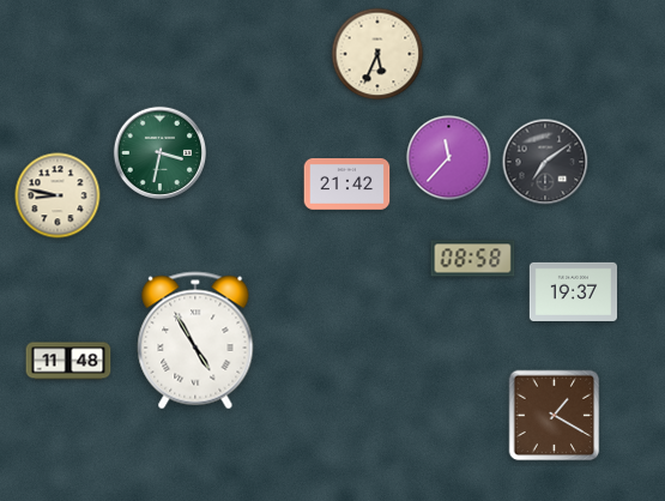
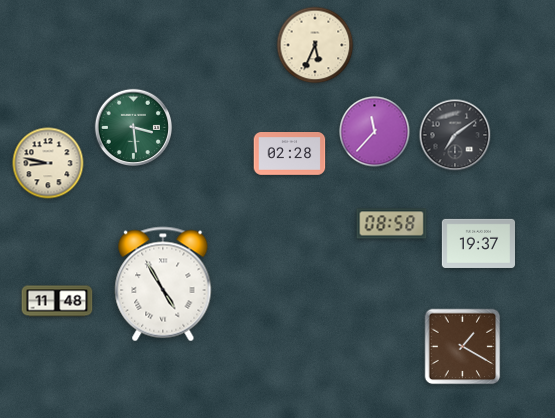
clock at (159, 152): 3:32 -> 3:29
clock at (347, 185): 21:42 -> 02:28
clock at (473, 259) position: (473, 259) -> (392, 224)
